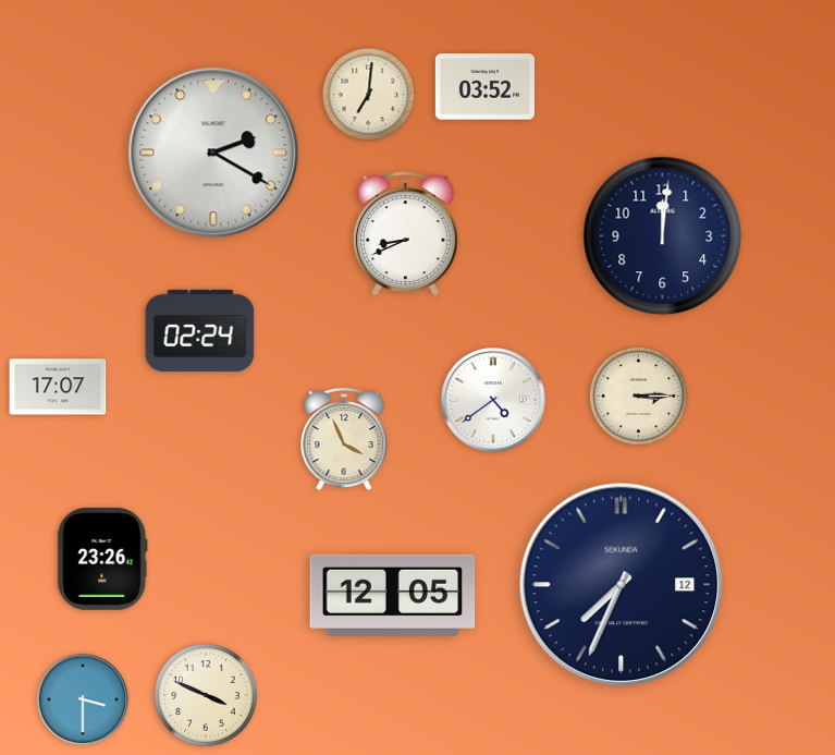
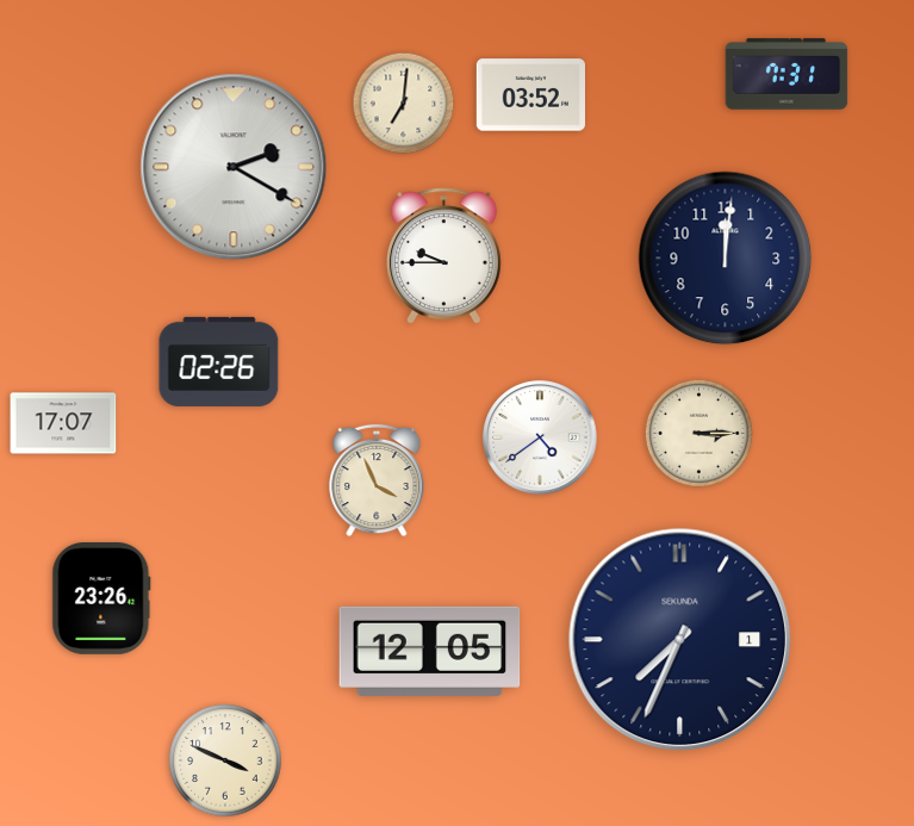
clock at (786, 74): none -> 7:31
clock at (406, 234): 8:41 -> 9:45
clock at (200, 330): 02:24 -> 02:26
clock at (102, 560) position: (102, 560) -> (101, 600)
clock at (622, 585) date: 12 -> 1
clock at (83, 699): 3:30 -> none
